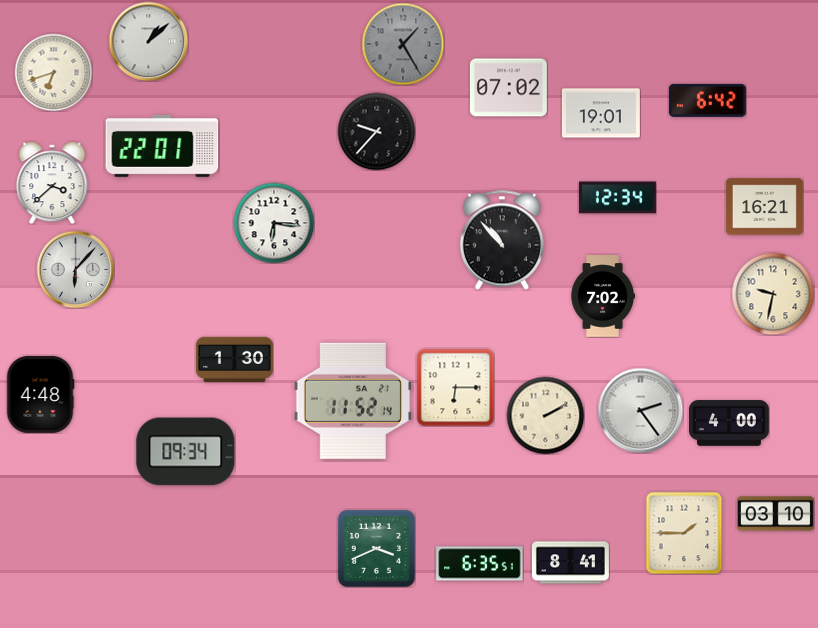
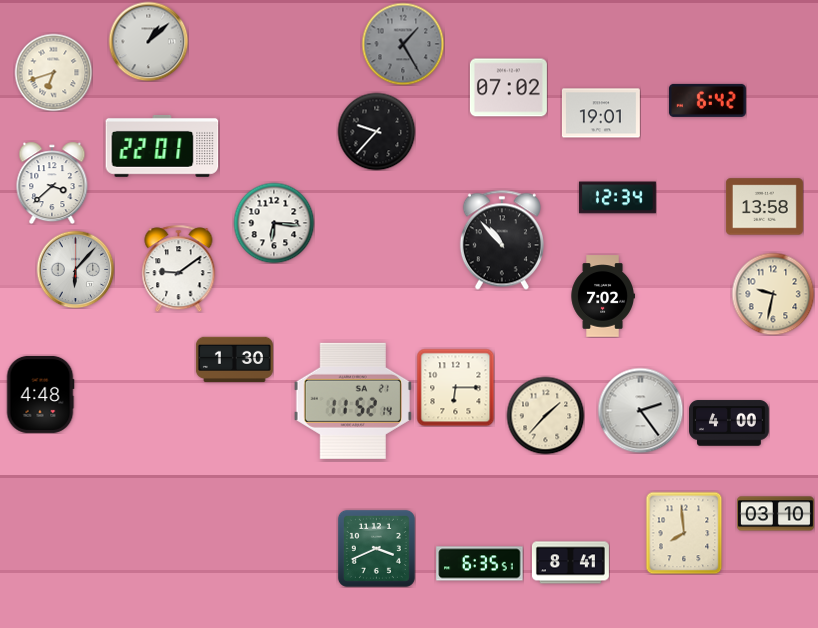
clock at (764, 207): 16:21 -> 13:58
clock at (179, 268): none -> 9:09
clock at (545, 415): 2:10 -> 1:37
clock at (186, 452): 09:34 -> none
clock at (684, 533): 1:45 -> 7:59
